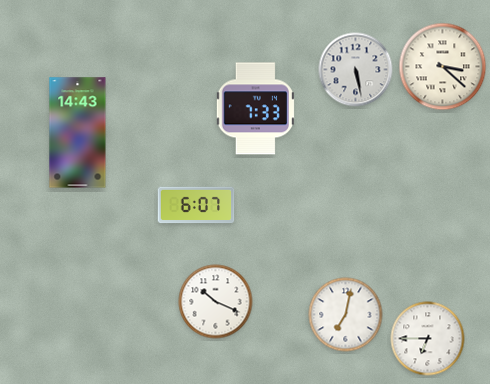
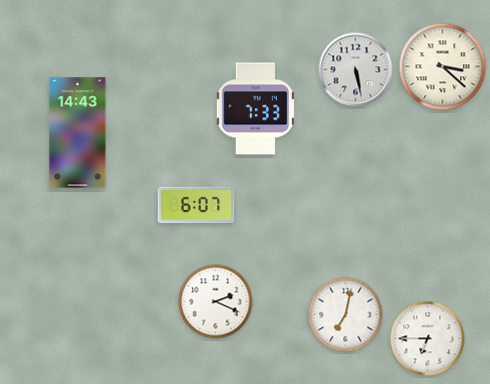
clock at (216, 302): 10:19 -> 2:19
